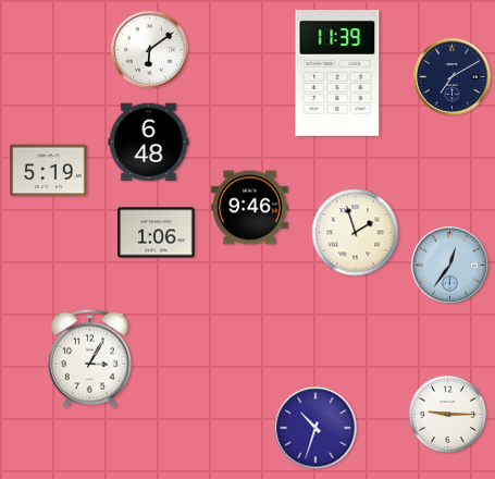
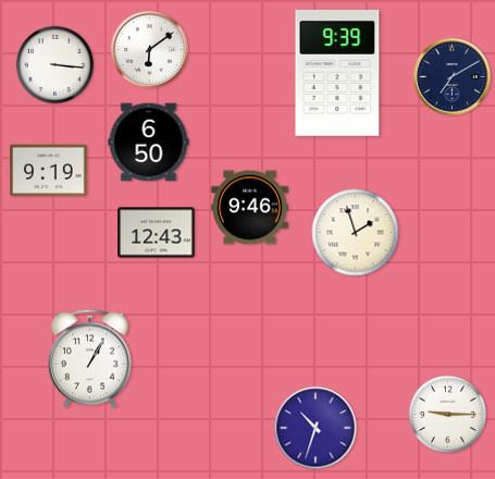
clock at (54, 64): none -> 3:16
clock at (337, 73): 11:39 -> 9:39
clock at (149, 143): 6:48 -> 6:50
clock at (49, 171): 5:19 -> 9:19
clock at (157, 233): 1:06 -> 12:43
clock at (450, 266): 12:36 -> none
clock at (89, 358): 3:05 -> 1:05
